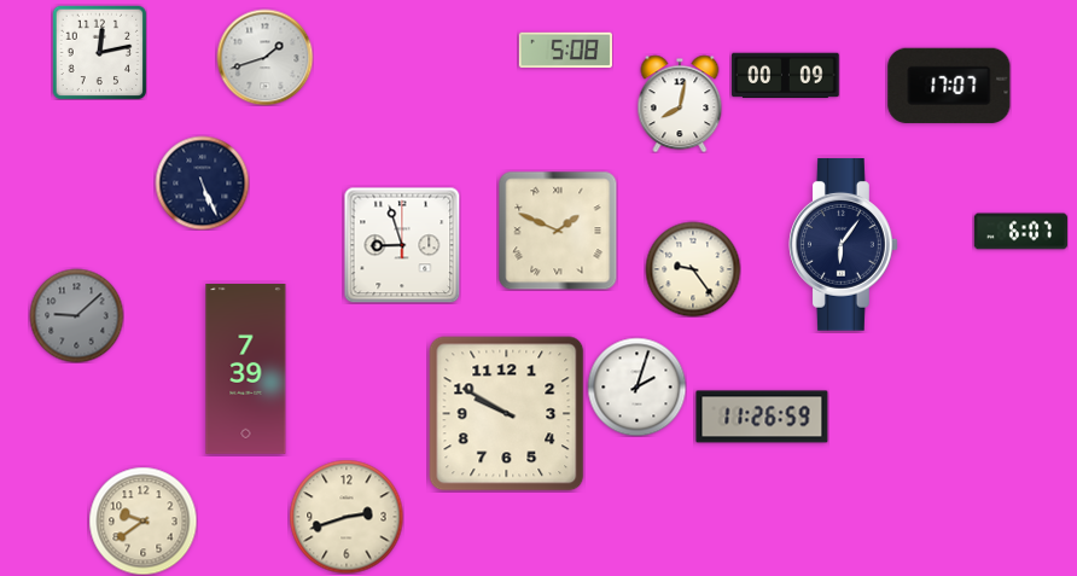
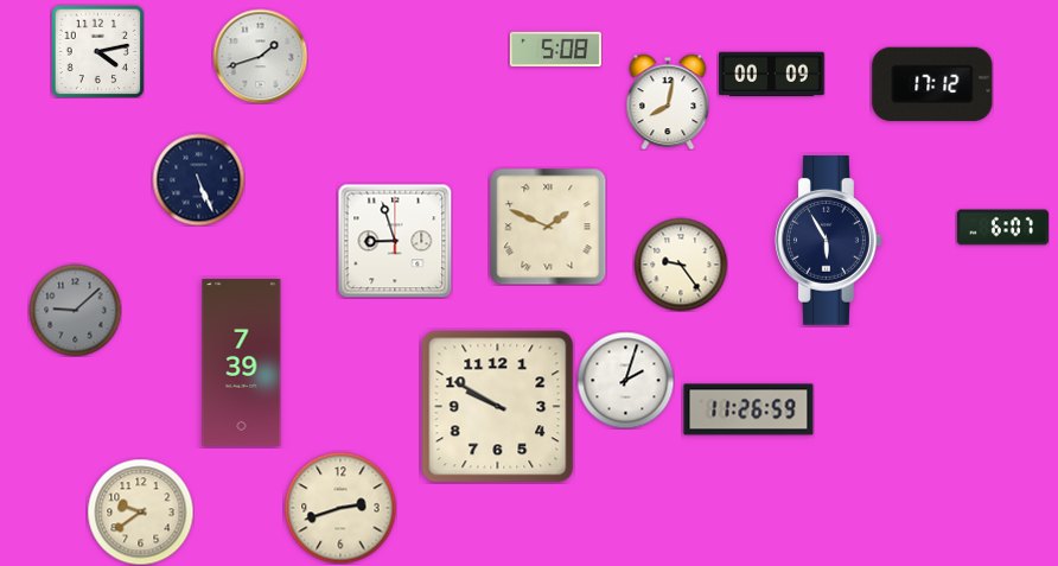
clock at (99, 52): 12:13 -> 4:13
clock at (949, 86): 17:07 -> 17:12
clock at (844, 245): 6:06 -> 5:55
